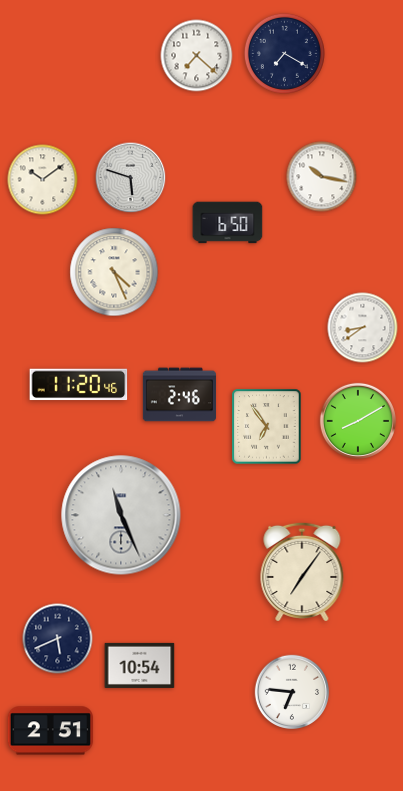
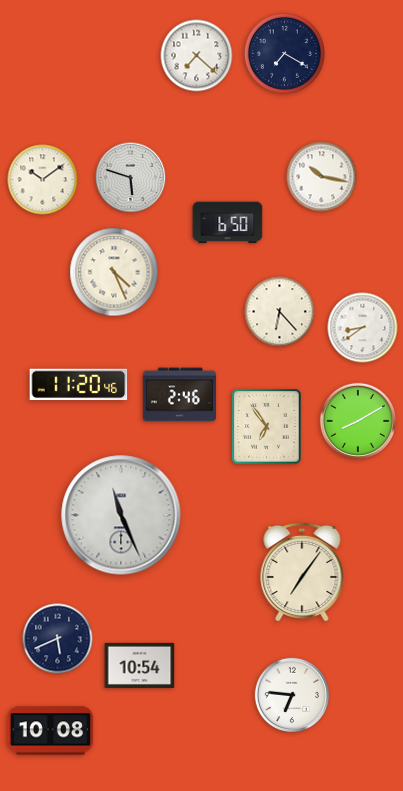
clock at (280, 312): none -> 6:23
clock at (292, 692) position: (292, 692) -> (292, 695)
clock at (51, 731): 2:51 -> 10:08
